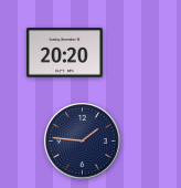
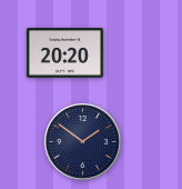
clock at (83, 142): 1:46 -> 1:51
